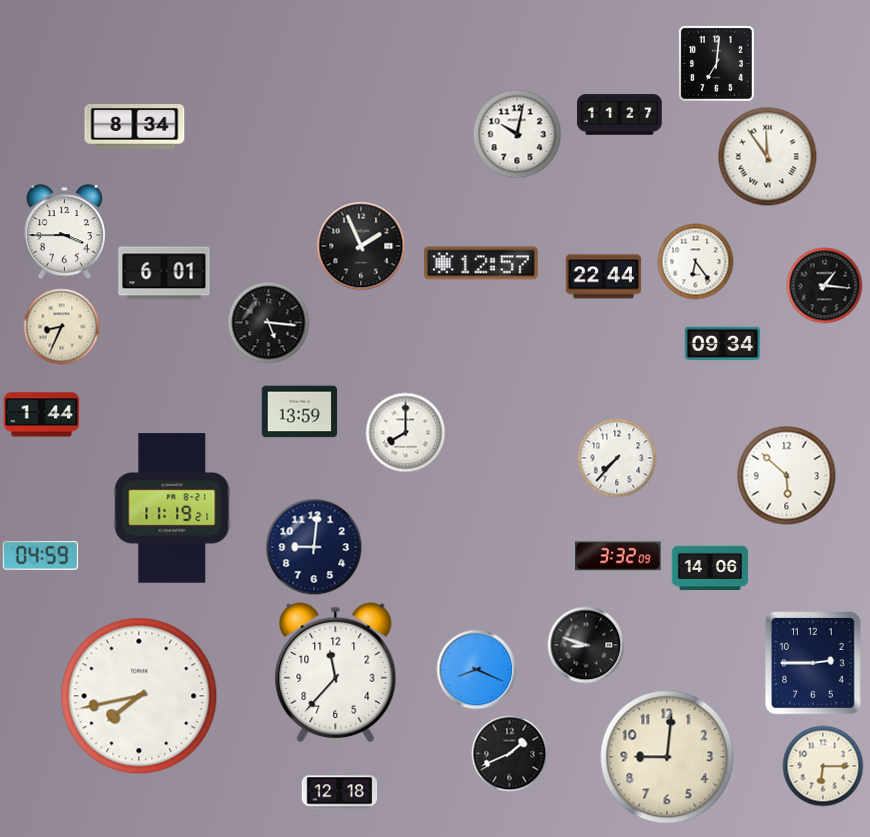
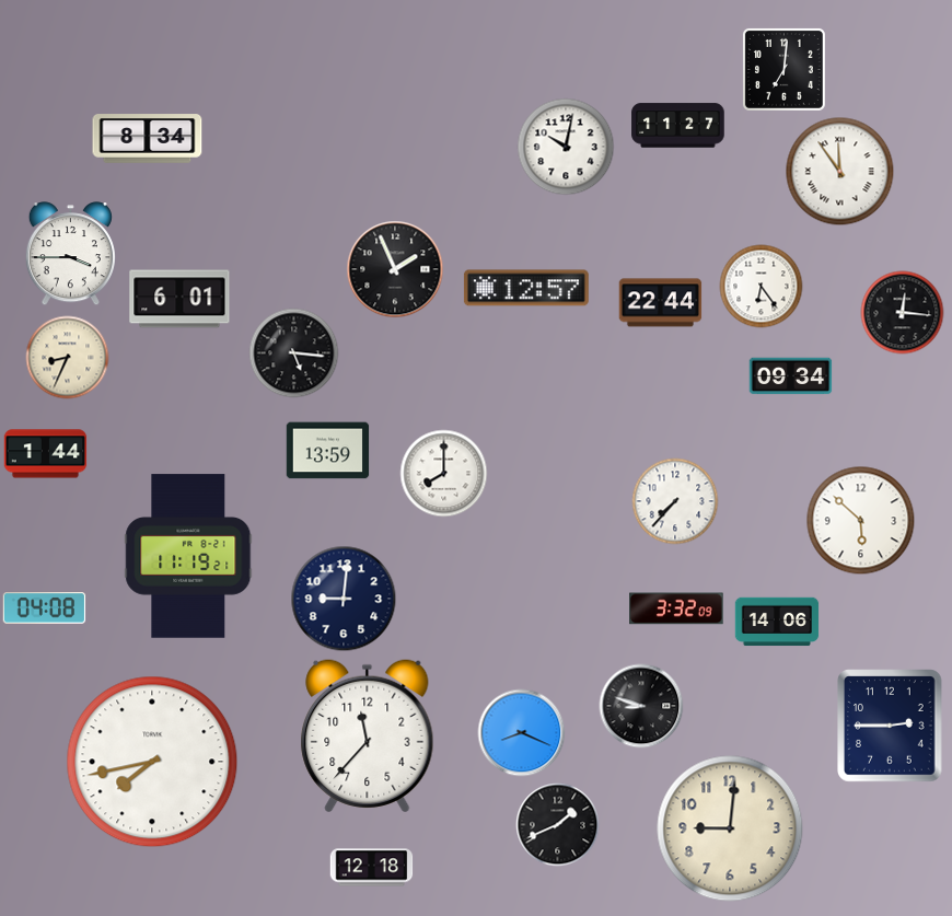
clock at (825, 286): 1:16 -> 12:16
clock at (41, 556): 04:59 -> 04:08
clock at (823, 766): 6:15 -> none
